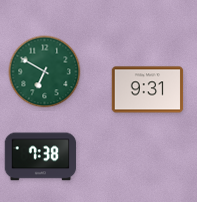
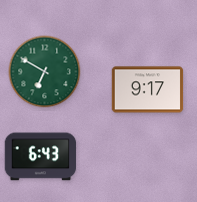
clock at (148, 90): 9:31 -> 9:17
clock at (41, 157): 7:38 -> 6:43
